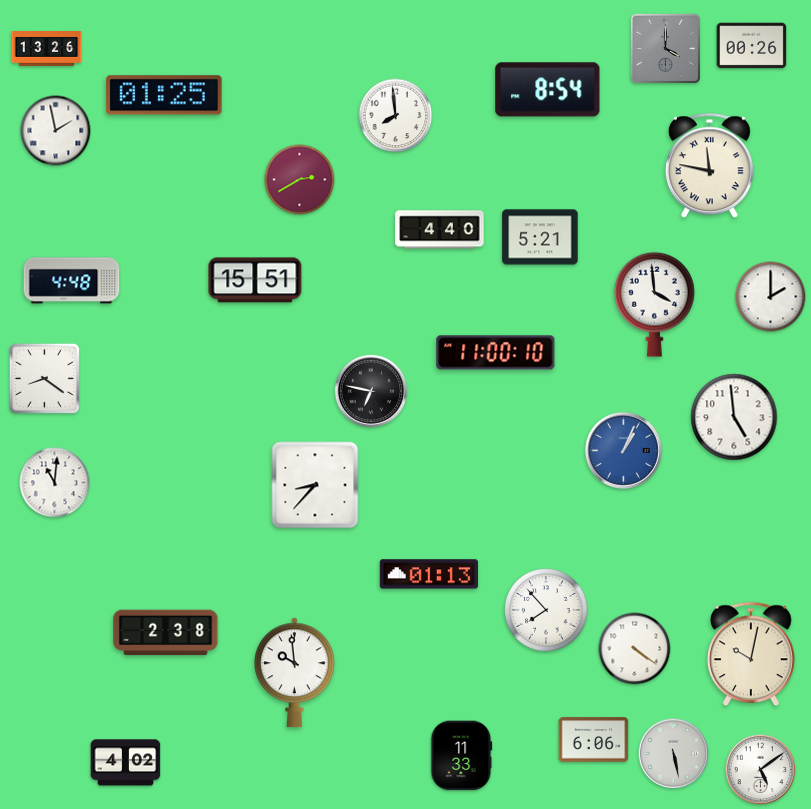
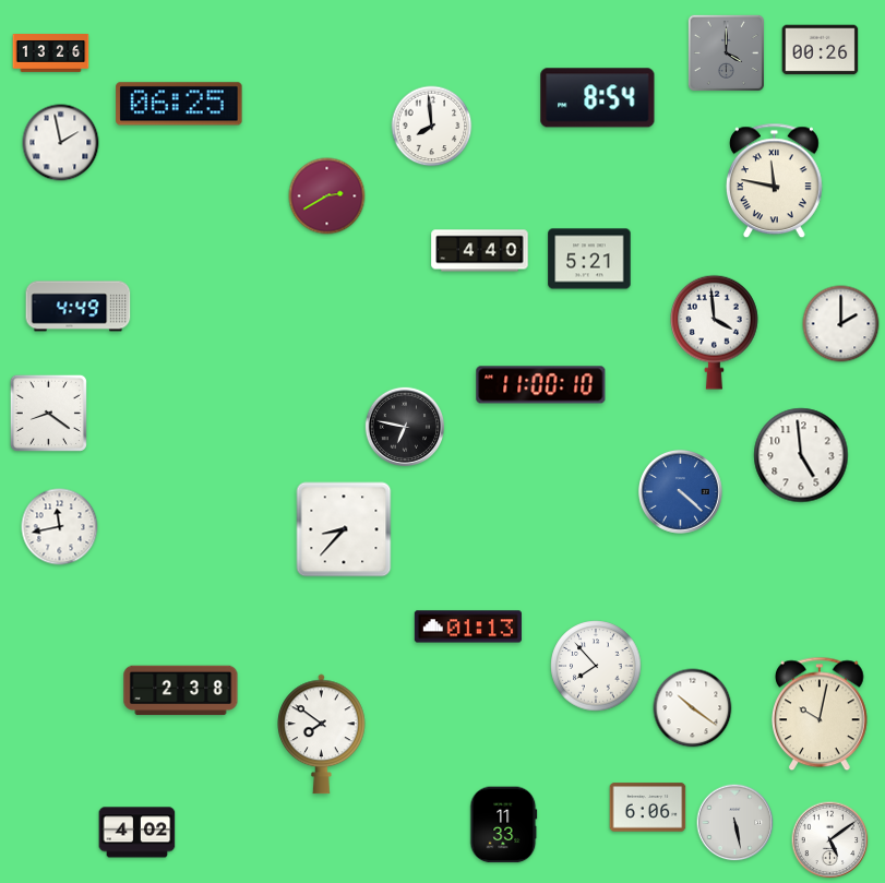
clock at (164, 95): 01:25 -> 06:25
clock at (255, 280): 15:51 -> none
clock at (72, 281): 4:48 -> 4:49
clock at (623, 450): 1:04 -> 4:22
clock at (55, 483): 11:01 -> 11:43
clock at (635, 649): 4:21 -> 10:21
clock at (295, 673): 9:59 -> 7:51
